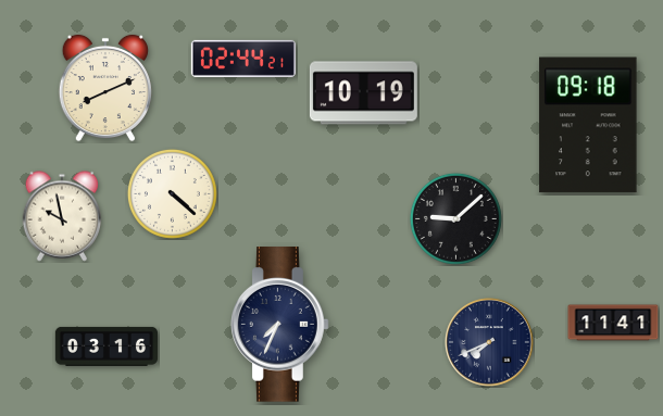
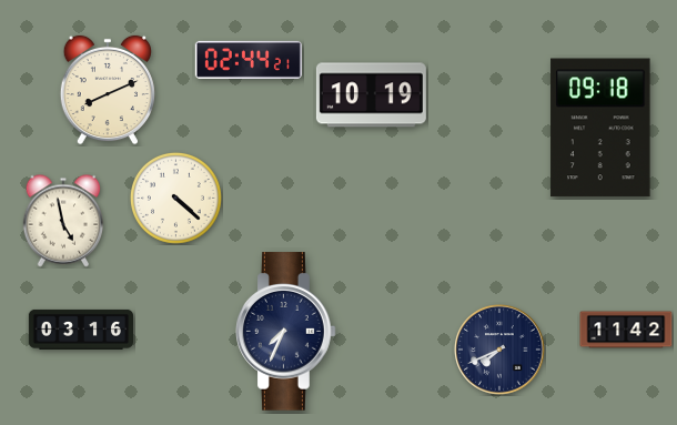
clock at (62, 216): 9:58 -> 4:58
clock at (455, 218): 9:08 -> none
clock at (613, 323): 11:41 -> 11:42
clock at (105, 346) position: (105, 346) -> (80, 330)
